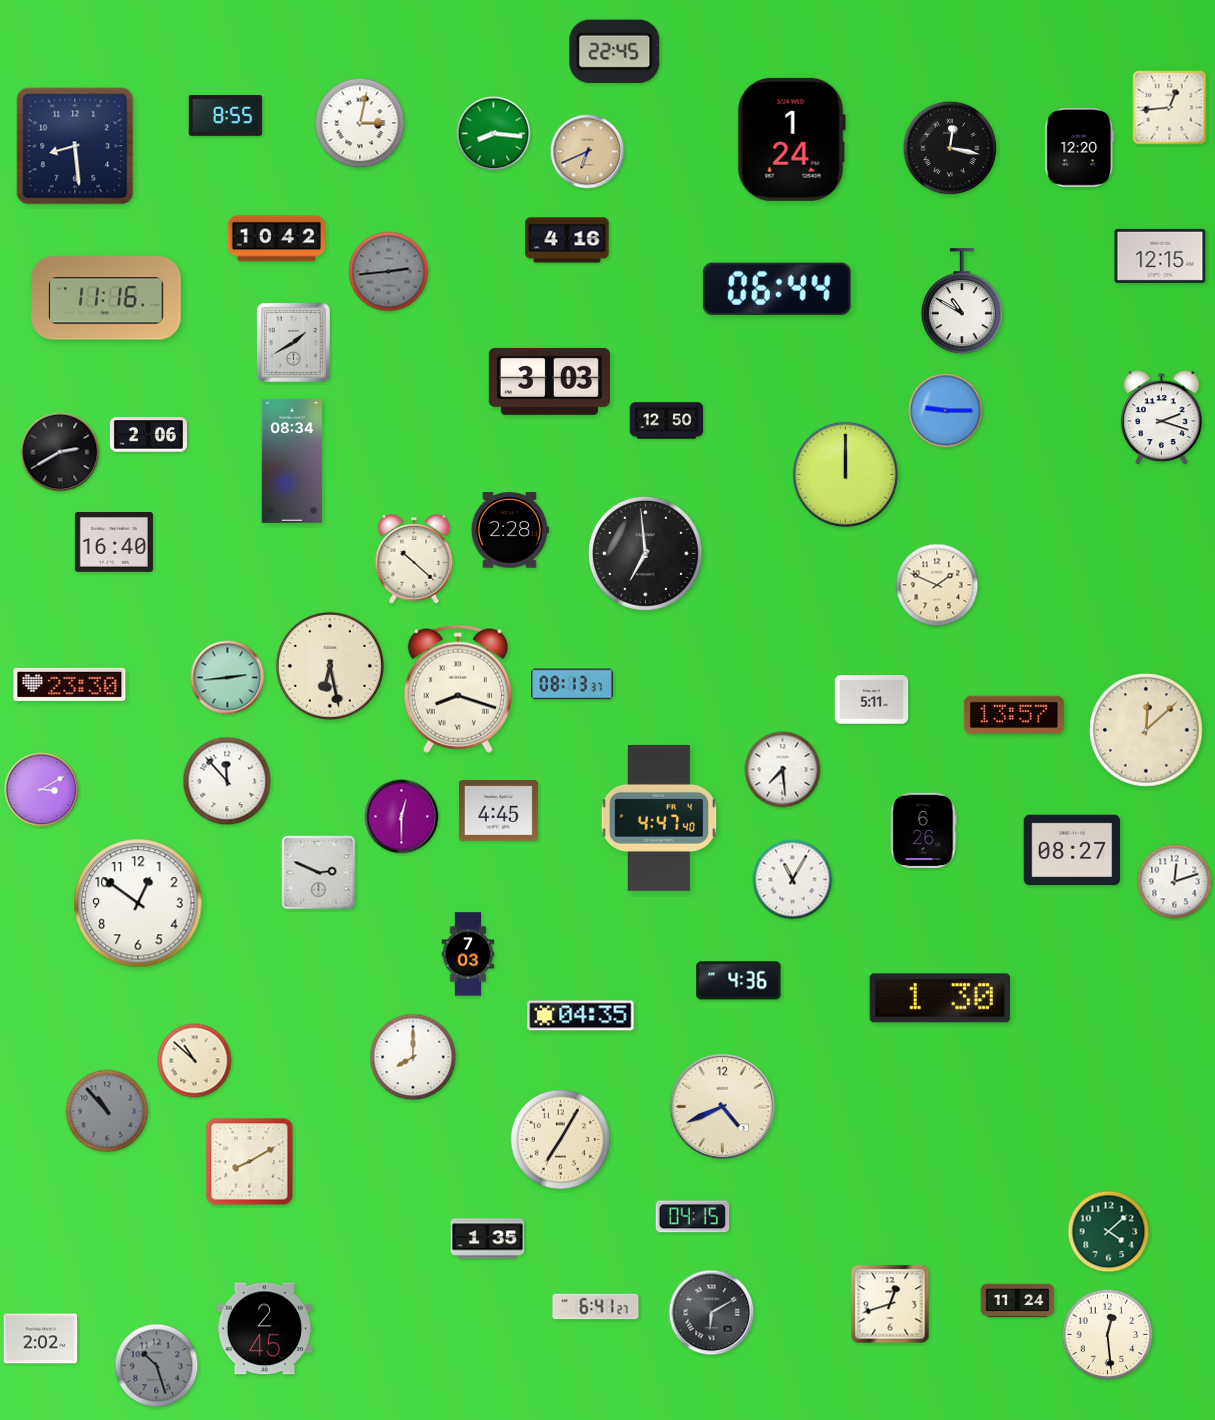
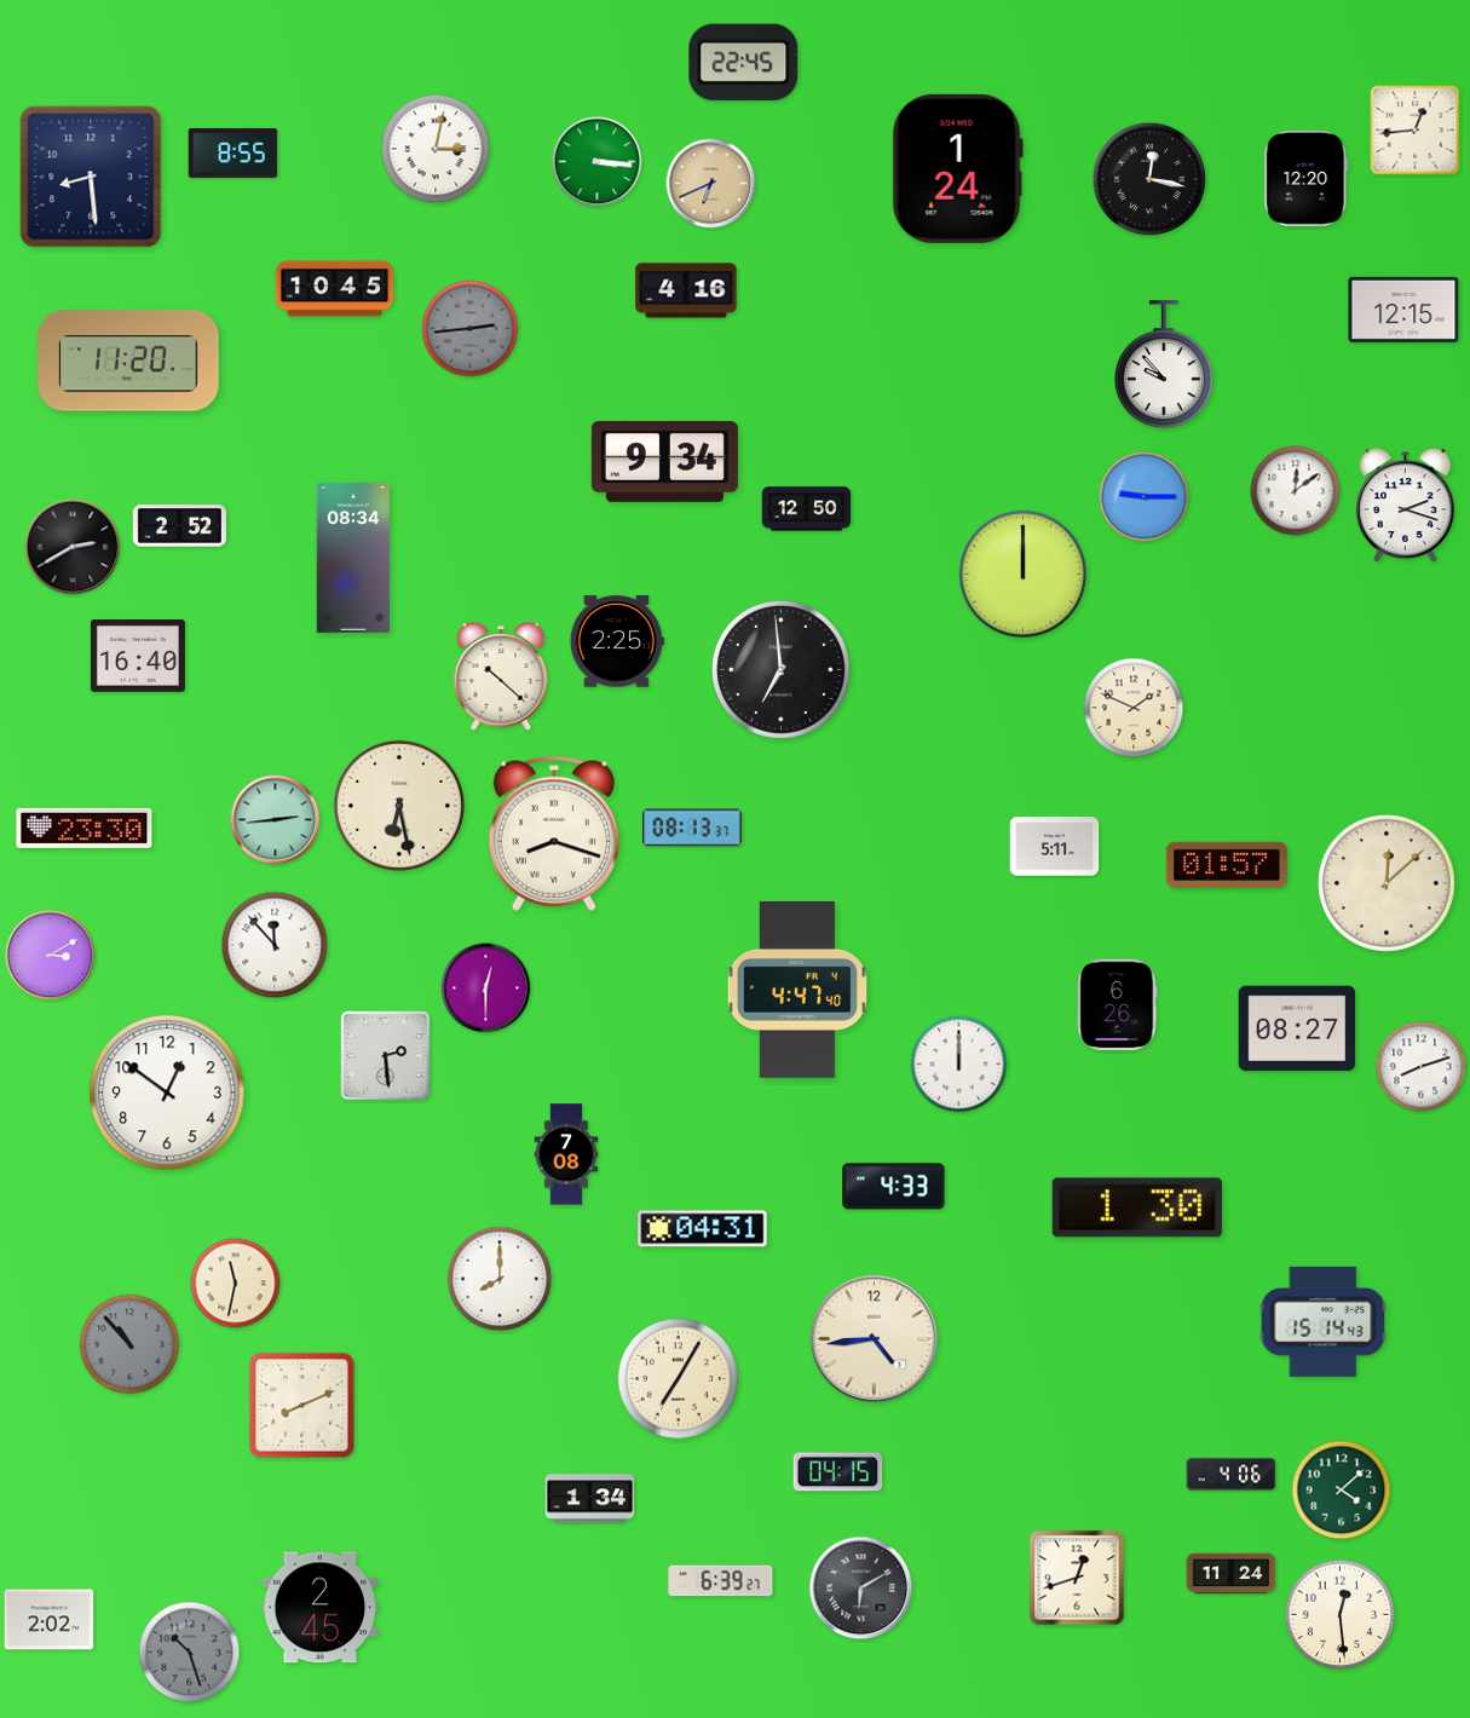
clock at (226, 115) position: (226, 115) -> (234, 152)
clock at (494, 134): 8:16 -> 3:16
clock at (277, 239): 10:42 -> 10:45
clock at (777, 289): 06:44 -> none
clock at (106, 298): 11:16 -> 11:20
clock at (962, 302): 10:50 -> 9:53
clock at (293, 342): 1:40 -> none
clock at (549, 381): 3:03 -> 9:34
clock at (1296, 491): none -> 12:09
clock at (148, 435): 2:06 -> 2:52
clock at (510, 530): 2:28 -> 2:25
clock at (1014, 715): 13:57 -> 01:57
clock at (783, 770): 7:29 -> none
clock at (498, 811): 4:45 -> none
clock at (319, 873): 2:49 -> 2:29
clock at (793, 880): 11:05 -> 12:00
clock at (1175, 882): 12:12 -> 8:12
clock at (468, 954): 7:03 -> 7:08
clock at (739, 981): 4:36 -> 4:33
clock at (581, 1016): 04:35 -> 04:31
clock at (195, 1061): 10:52 -> 11:32
clock at (1324, 1321): none -> 15:14
clock at (723, 1107): 4:41 -> 4:44
clock at (250, 1162): 8:10 -> 8:11
clock at (1232, 1475): none -> 4:06
clock at (488, 1239): 1:35 -> 1:34
clock at (596, 1307): 6:41 -> 6:39
